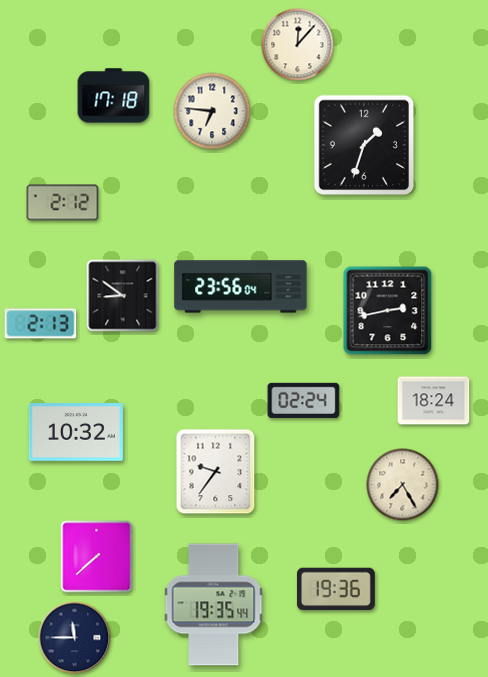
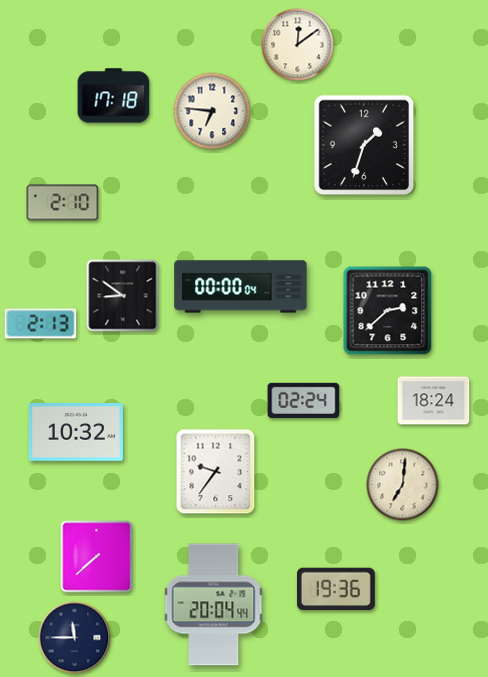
clock at (298, 45): 12:07 -> 12:09
clock at (63, 203): 2:12 -> 2:10
clock at (241, 287): 23:56 -> 00:00
clock at (388, 311): 2:43 -> 2:38
clock at (403, 485): 7:25 -> 7:01
clock at (214, 605): 19:35 -> 20:04
